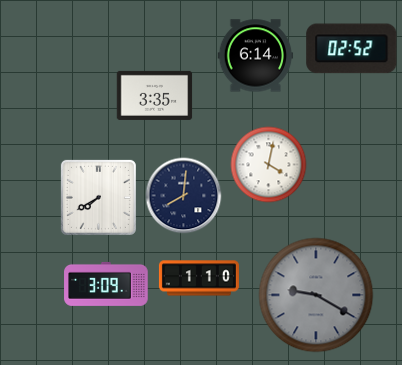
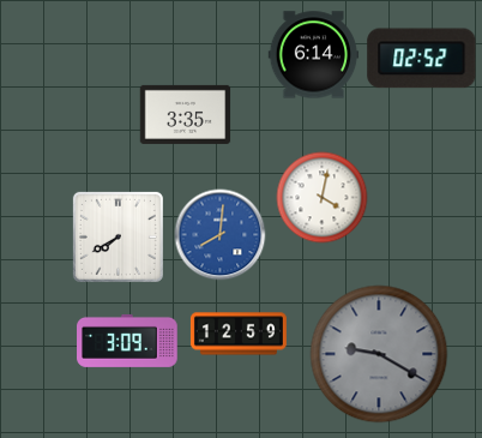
clock at (256, 56) position: (256, 56) -> (314, 55)
clock at (184, 196) dial: navy -> blue
clock at (199, 278): 1:10 -> 12:59
